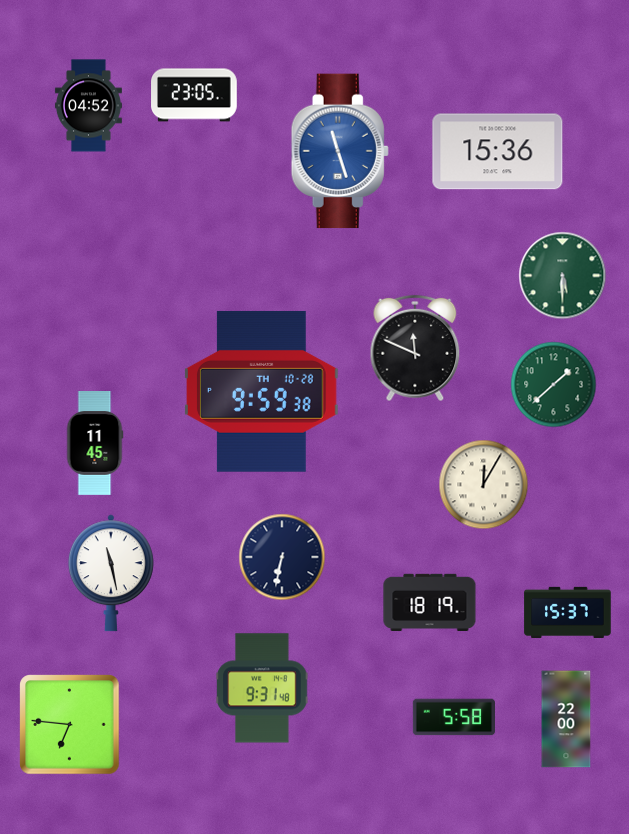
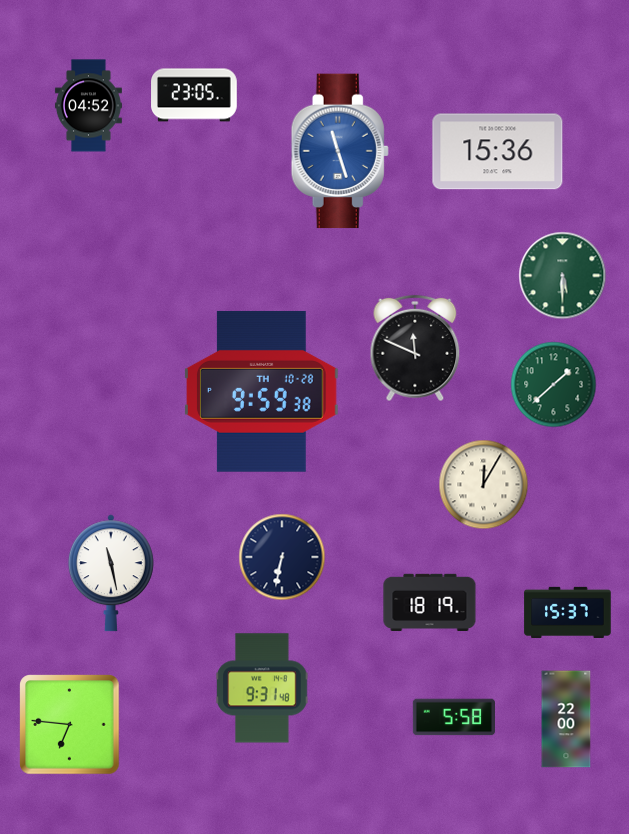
clock at (95, 444): 11:45 -> none
